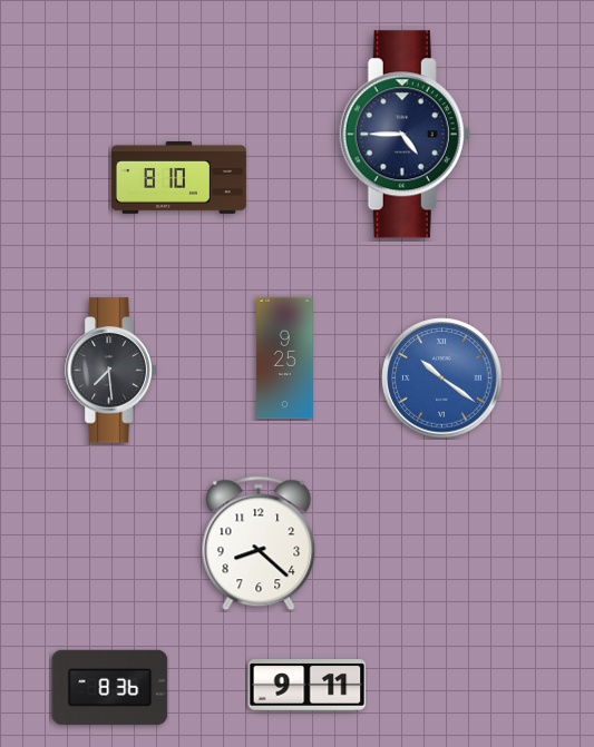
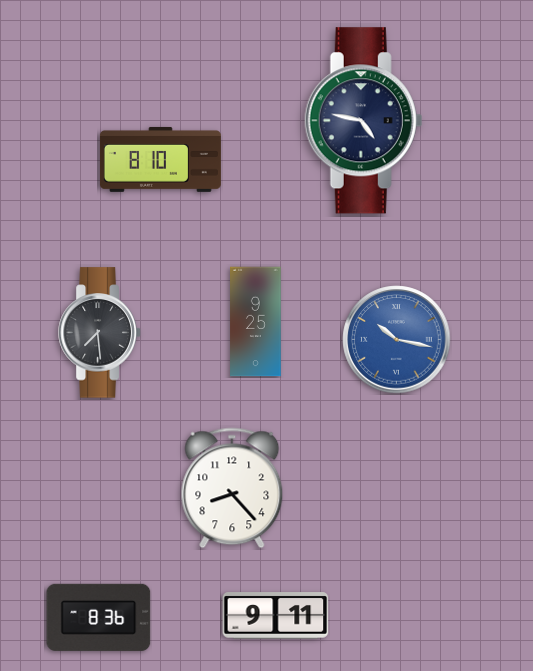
clock at (406, 135): 4:45 -> 4:47
clock at (442, 379): 10:21 -> 10:17
clock at (259, 543): 8:22 -> 8:23
